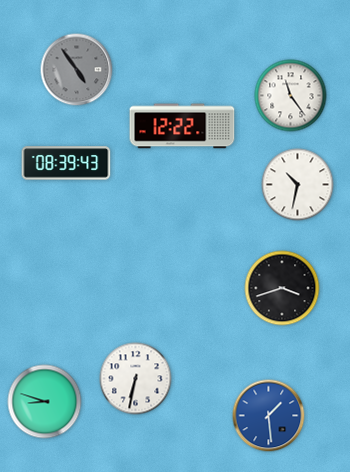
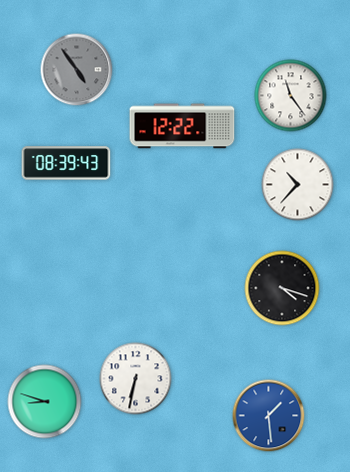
clock at (298, 185): 10:32 -> 10:37
clock at (282, 288): 3:42 -> 4:18
